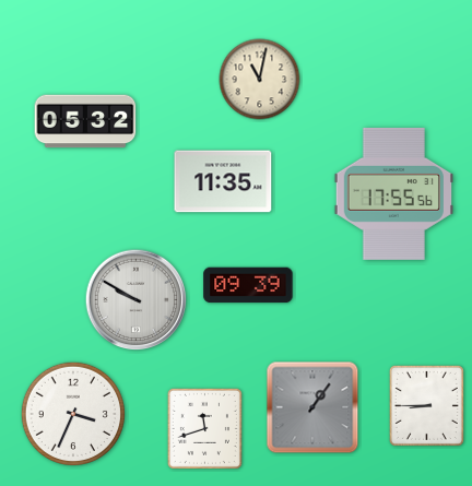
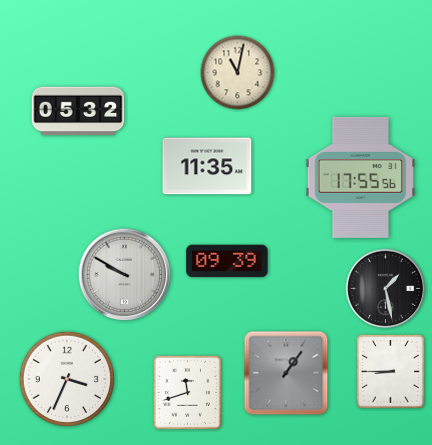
clock at (223, 181) position: (223, 181) -> (207, 166)
clock at (386, 289): none -> 1:28
